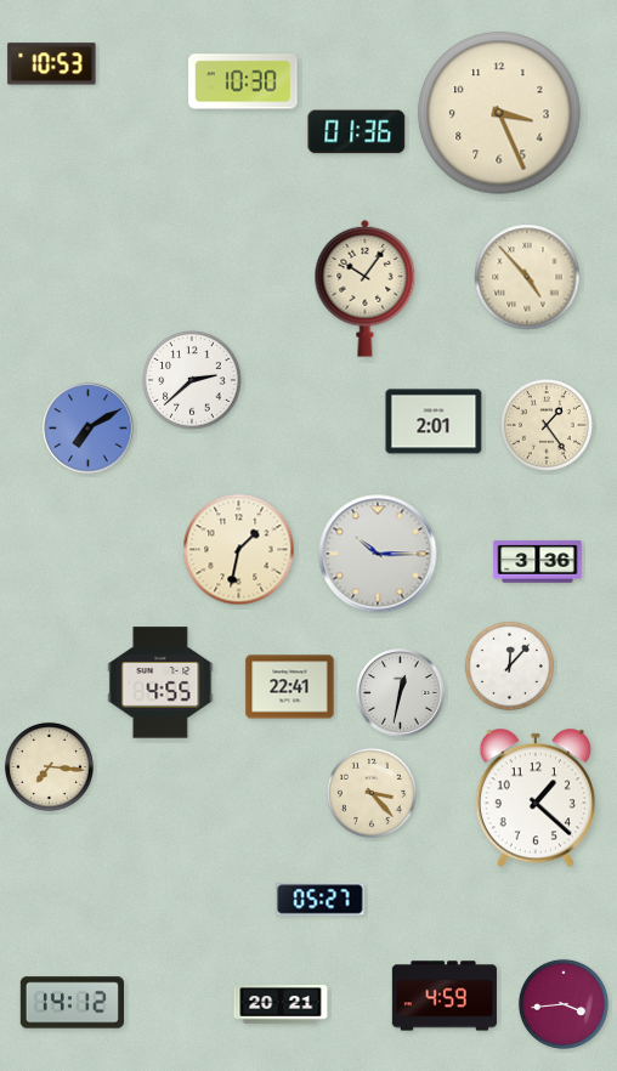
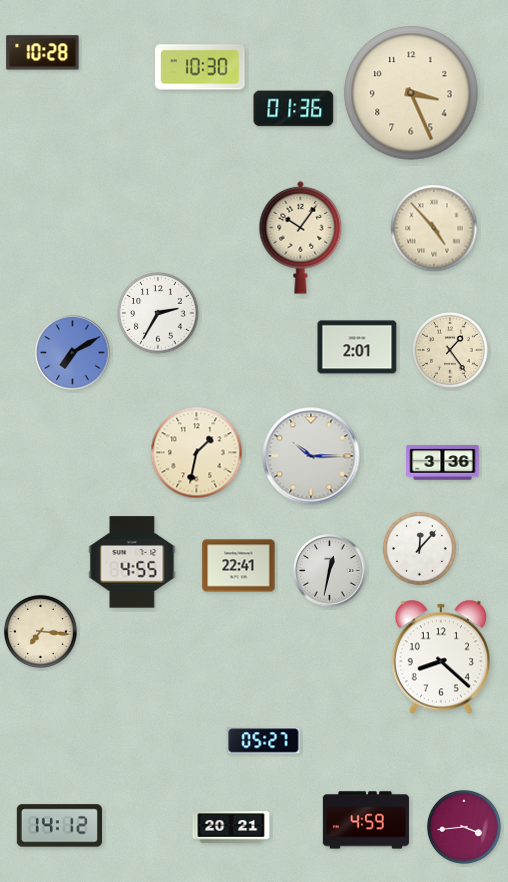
clock at (52, 64): 10:53 -> 10:28
clock at (192, 380): 2:38 -> 2:35
clock at (372, 793): 3:23 -> none
clock at (536, 798): 1:22 -> 8:22
